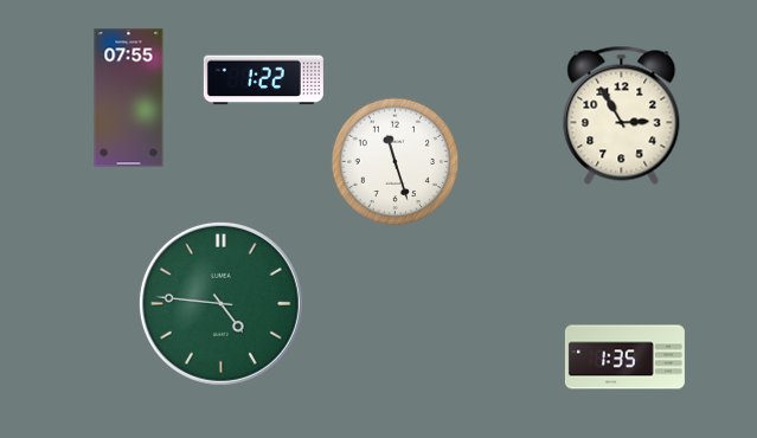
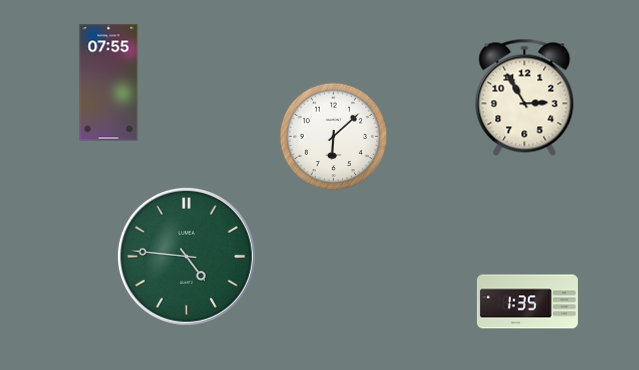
clock at (263, 80): 1:22 -> none
clock at (396, 162): 11:27 -> 6:08
